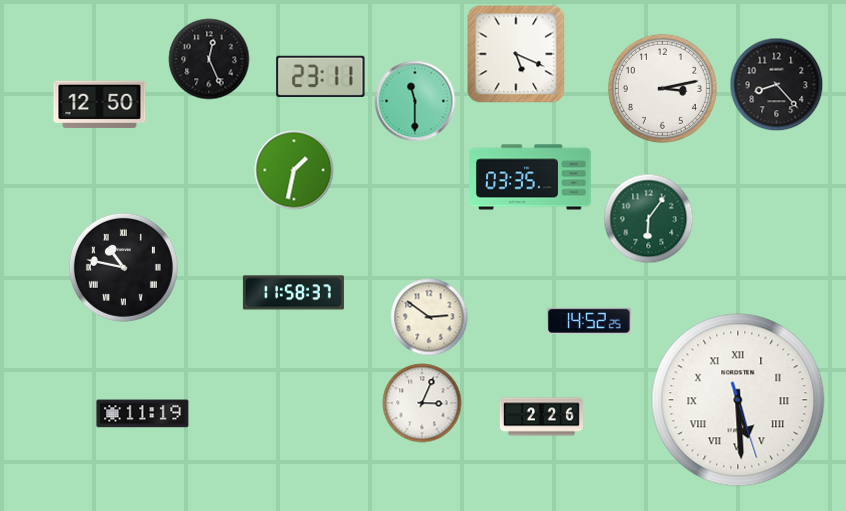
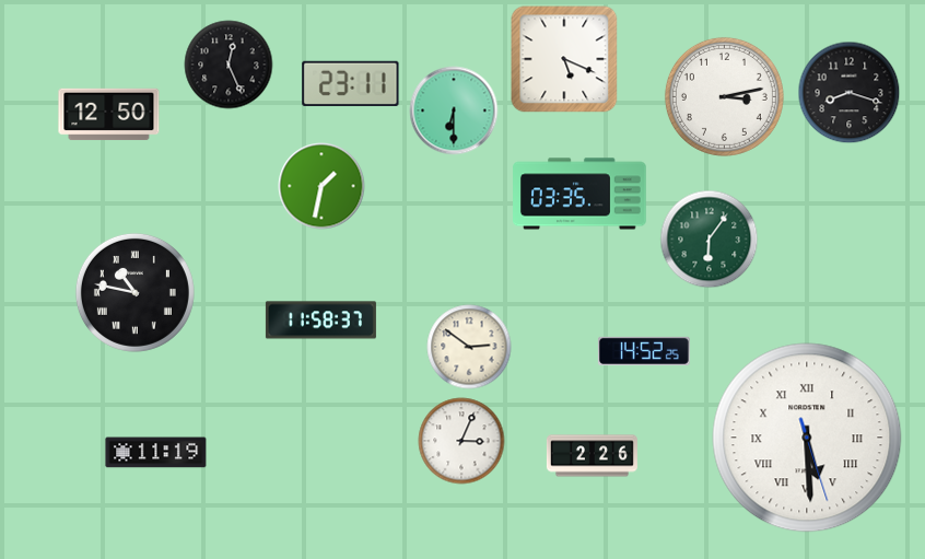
clock at (777, 85): 8:23 -> 8:18
clock at (415, 101): 11:30 -> 6:30
